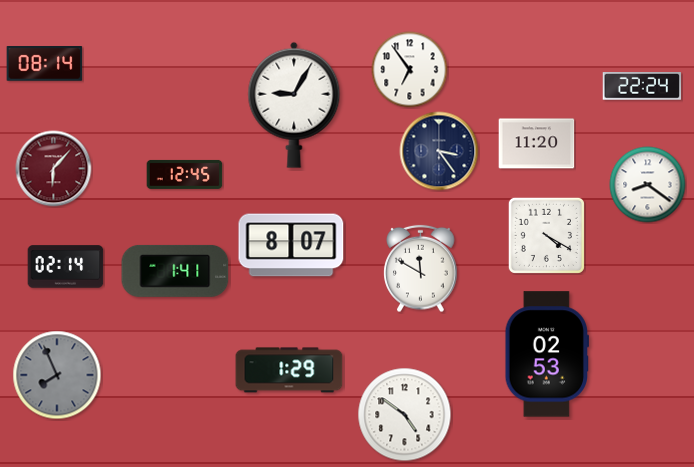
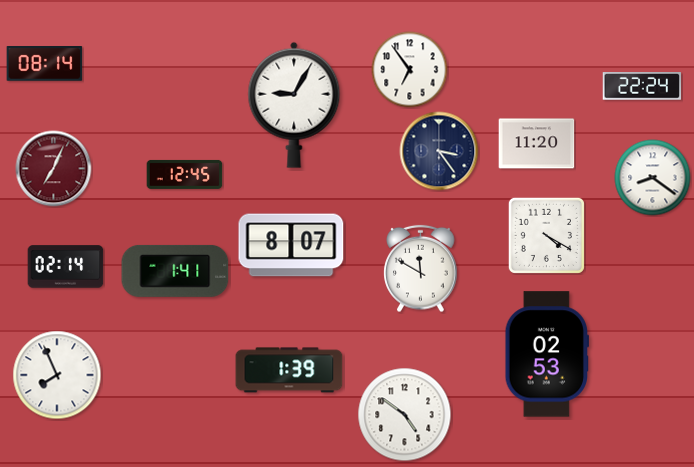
clock at (54, 169): 6:07 -> 7:04
clock at (648, 185) position: (648, 185) -> (653, 178)
clock at (289, 370): 1:29 -> 1:39
clock at (57, 375) dial: grey -> white
